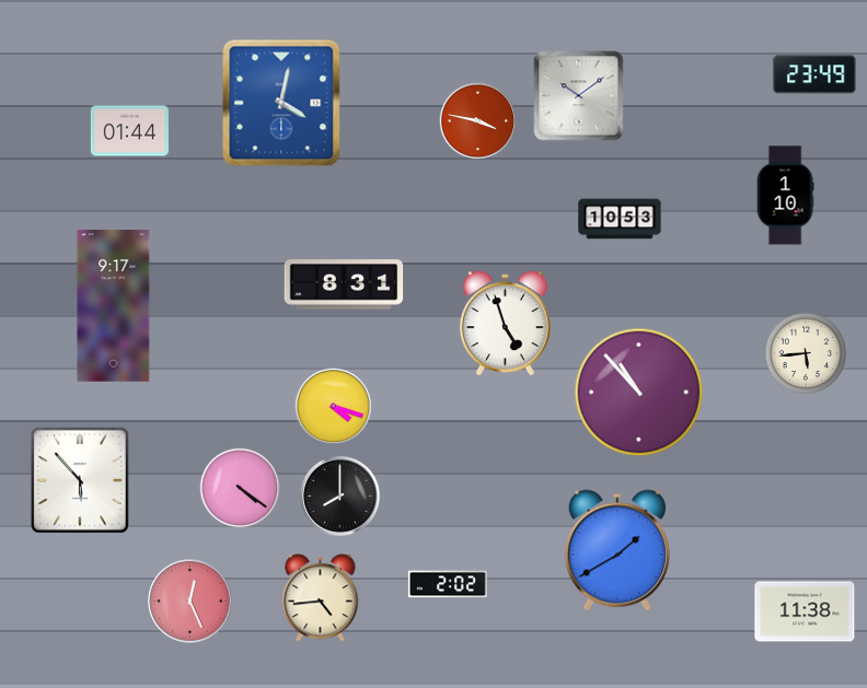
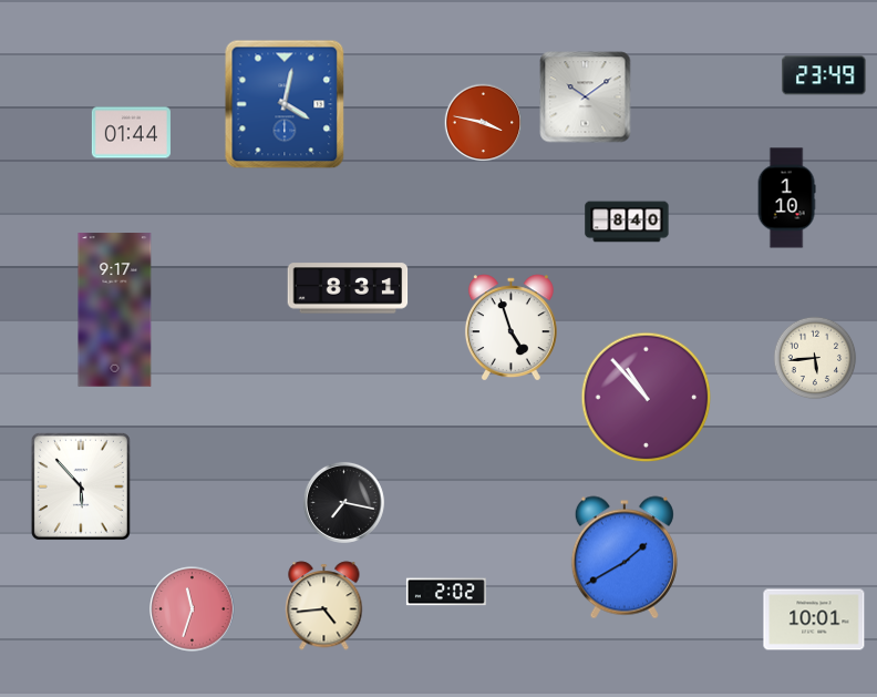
clock at (785, 196) position: (785, 196) -> (786, 198)
clock at (620, 219): 10:53 -> 8:40
clock at (334, 407): 4:18 -> none
clock at (240, 488): 4:21 -> none
clock at (339, 495): 8:00 -> 7:17
clock at (448, 584) position: (448, 584) -> (446, 592)
clock at (190, 602): 12:26 -> 11:33
clock at (805, 611): 11:38 -> 10:01
